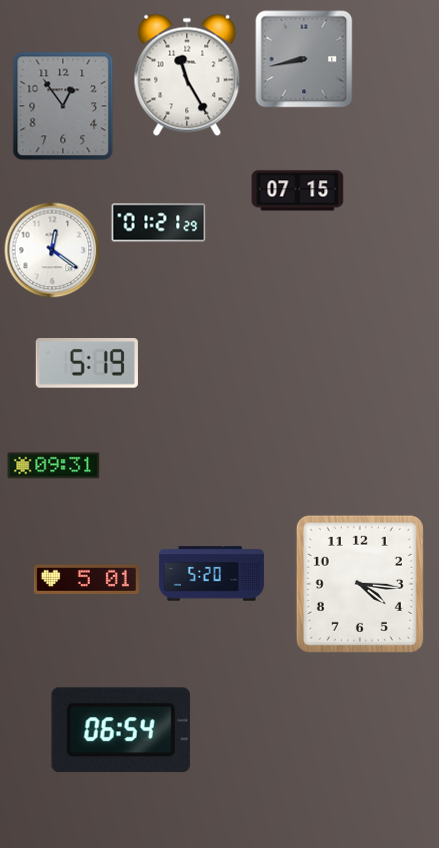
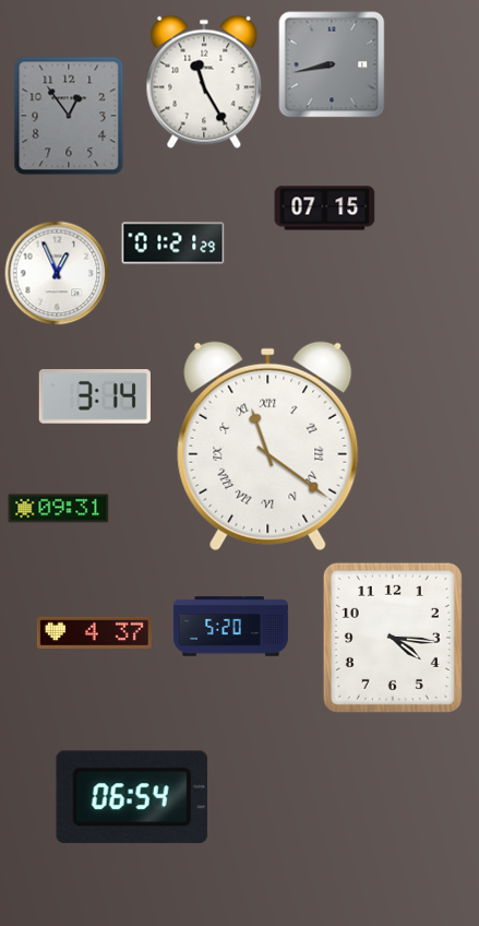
clock at (52, 250): 12:21 -> 12:56
clock at (87, 364): 5:19 -> 3:14
clock at (268, 447): none -> 11:21
clock at (86, 579): 5:01 -> 4:37
